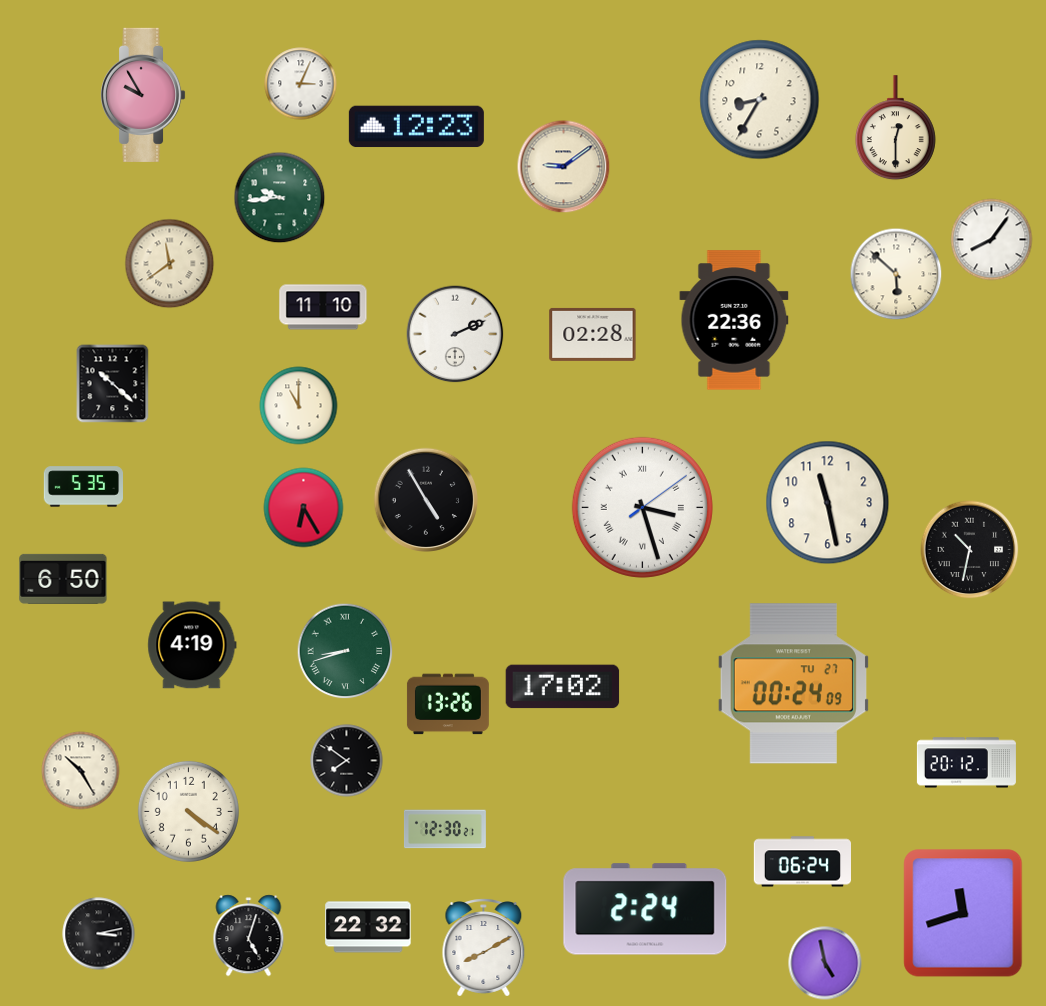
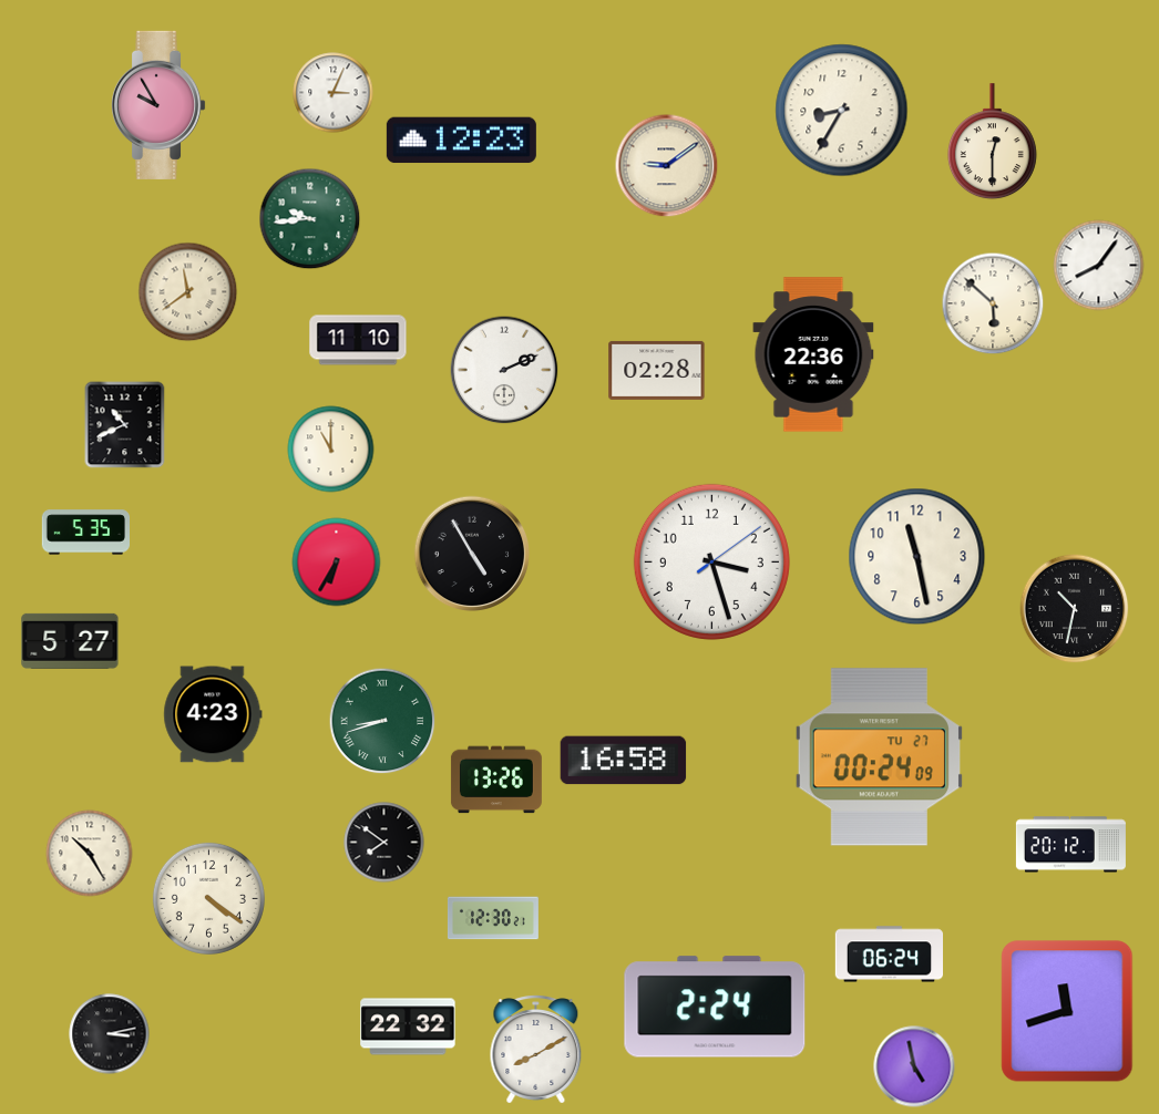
clock at (564, 167) position: (564, 167) -> (667, 166)
clock at (113, 384): 10:22 -> 10:41
clock at (83, 487) position: (83, 487) -> (85, 533)
clock at (642, 507) numerals: Roman -> Arabic
clock at (304, 508): 6:25 -> 6:35
clock at (63, 579): 6:50 -> 5:27
clock at (192, 645): 4:19 -> 4:23
clock at (563, 687): 17:02 -> 16:58
clock at (249, 936): 5:03 -> none
